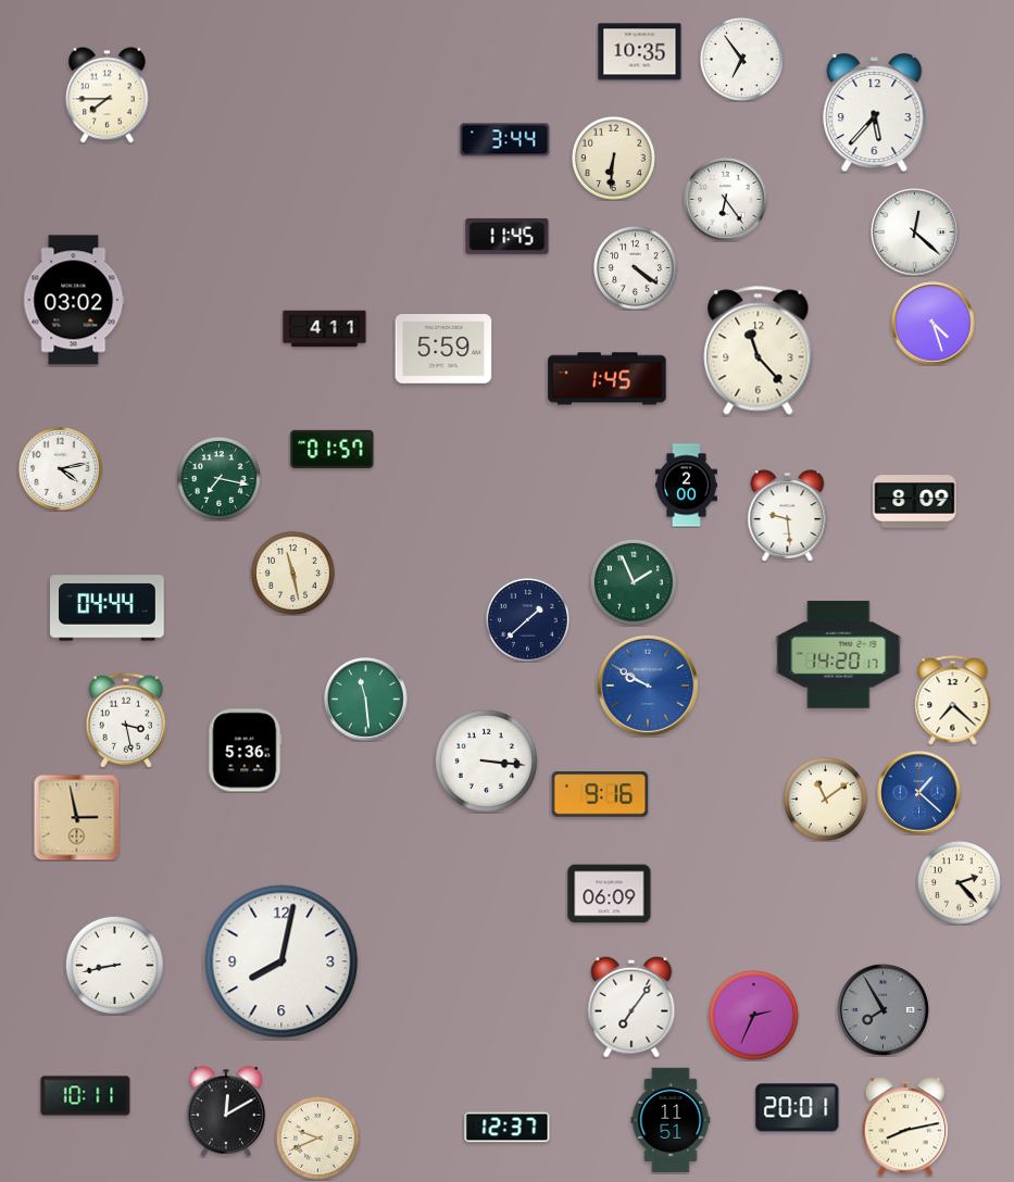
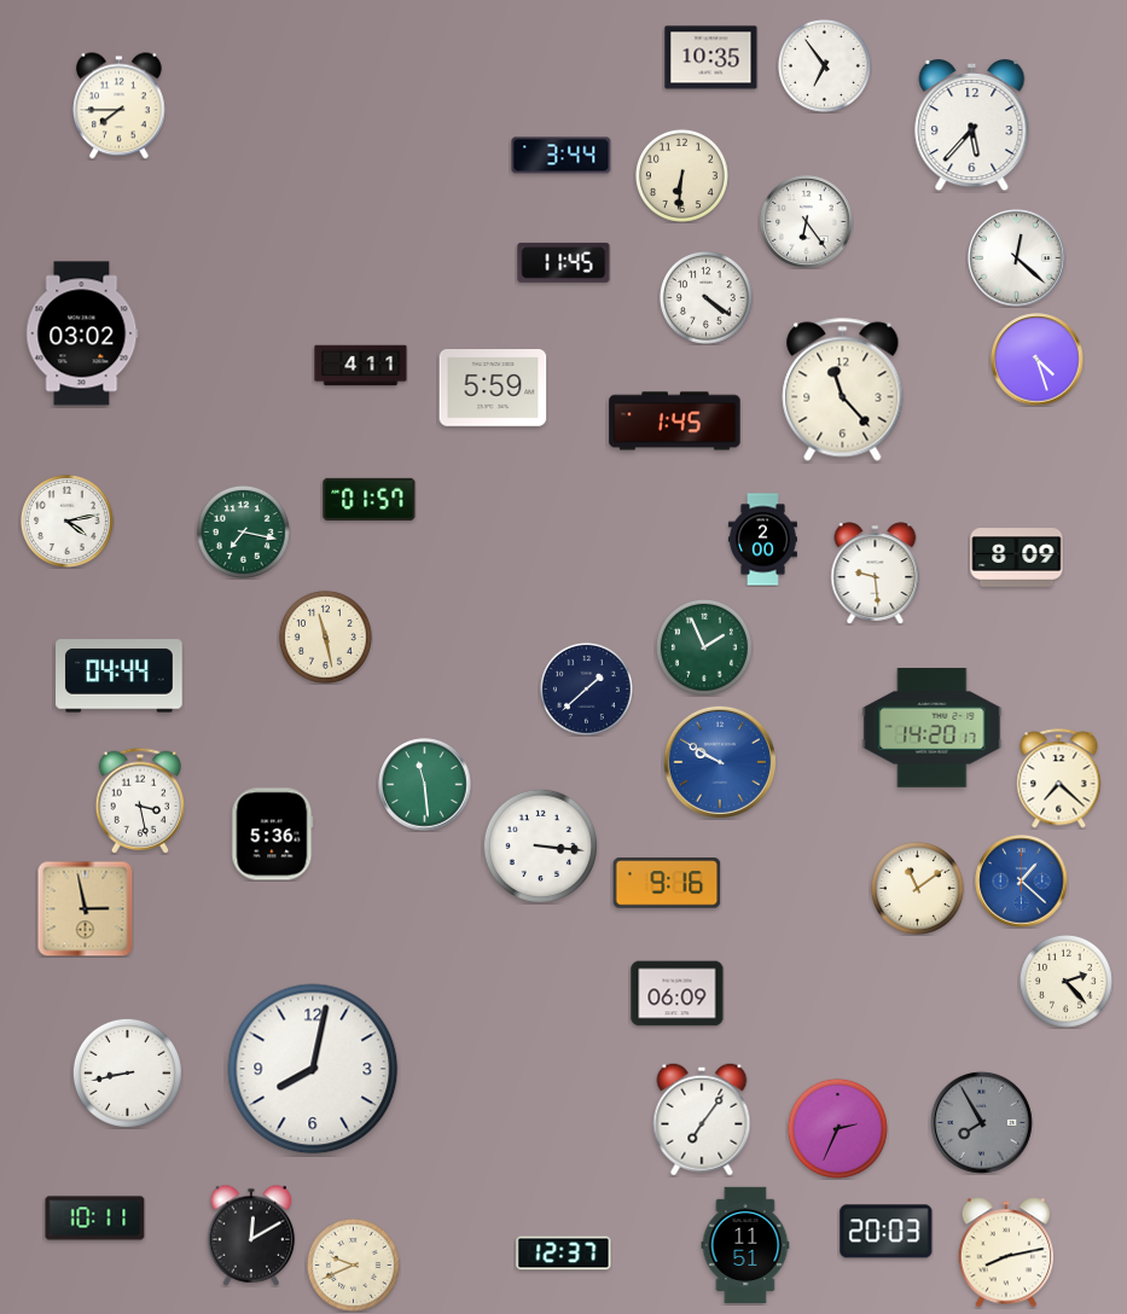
clock at (366, 700) position: (366, 700) -> (425, 785)
clock at (798, 1108): 20:01 -> 20:03
